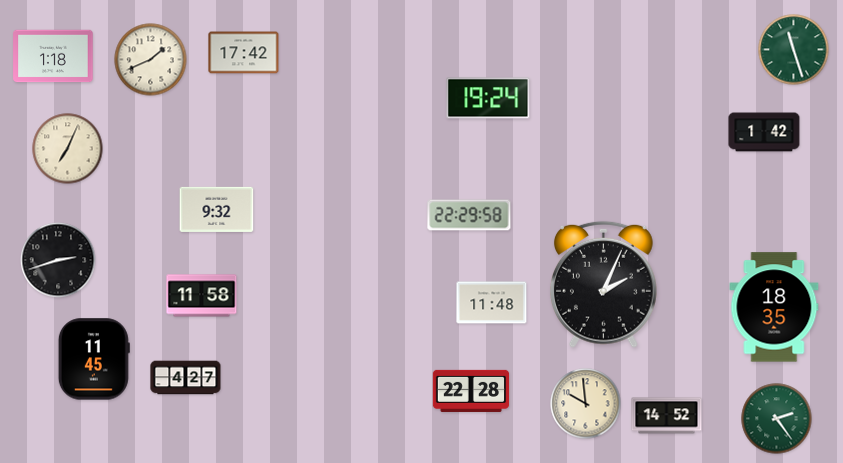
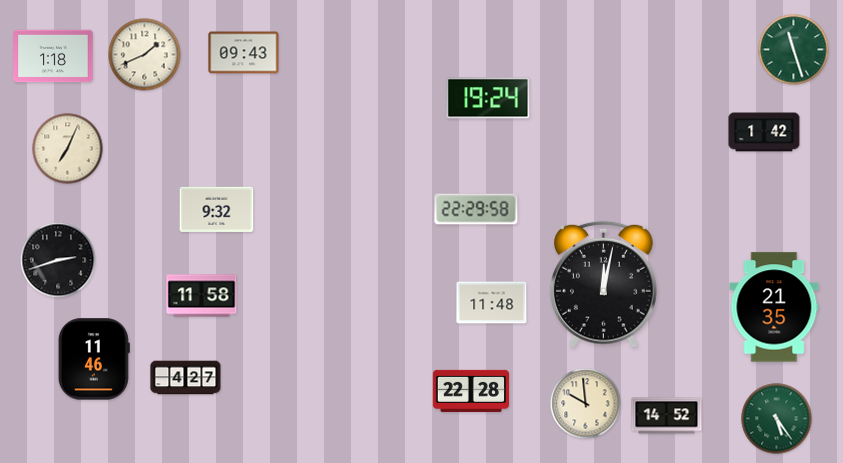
clock at (244, 53): 17:42 -> 09:43
clock at (151, 60) position: (151, 60) -> (145, 55)
clock at (469, 215) position: (469, 215) -> (476, 209)
clock at (603, 284): 2:04 -> 12:02
clock at (774, 307): 18:35 -> 21:35
clock at (94, 359): 11:45 -> 11:46
clock at (777, 419): 2:24 -> 5:24
